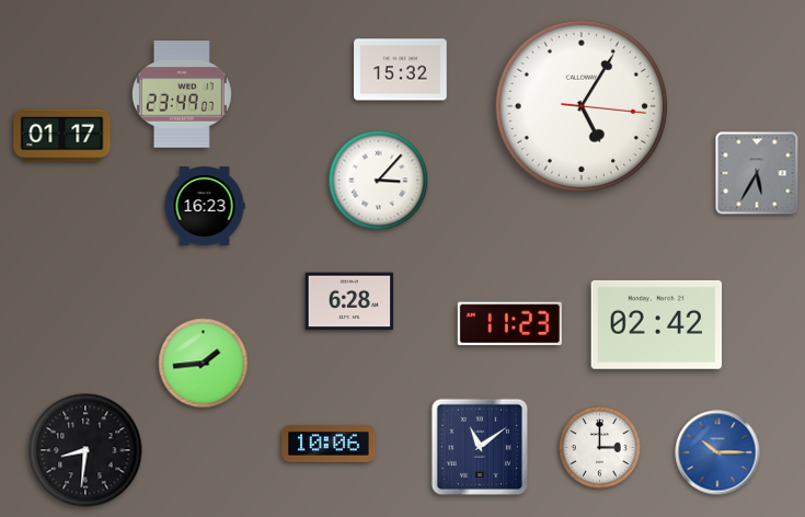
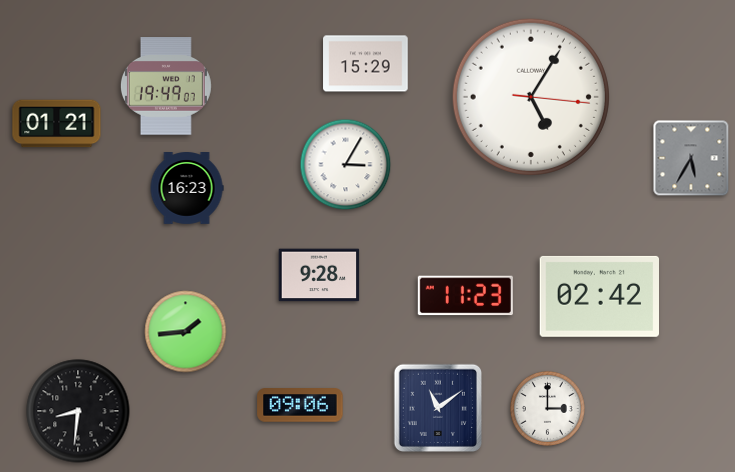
clock at (401, 70): 15:32 -> 15:29
clock at (182, 94): 23:49 -> 19:49
clock at (62, 136): 01:17 -> 01:21
clock at (379, 181): 3:07 -> 3:05
clock at (349, 301): 6:28 -> 9:28
clock at (329, 444): 10:06 -> 09:06
clock at (717, 452): 10:15 -> none
